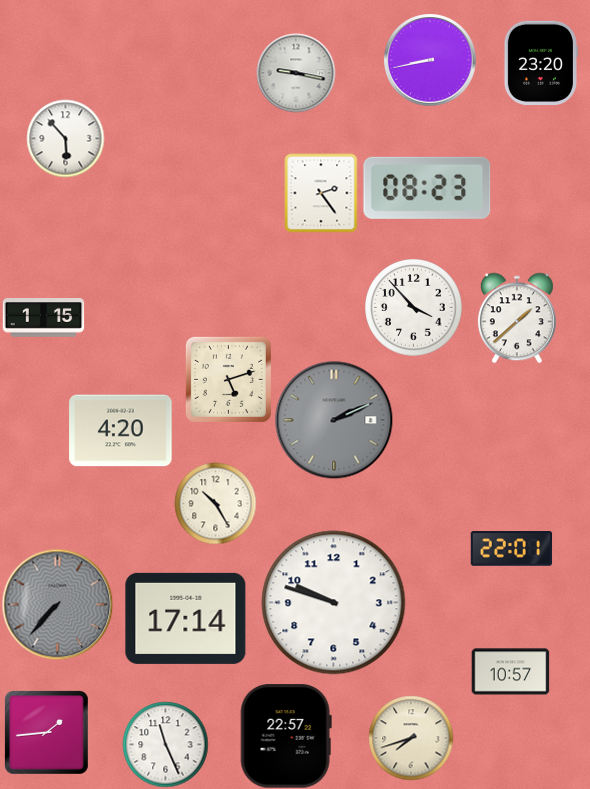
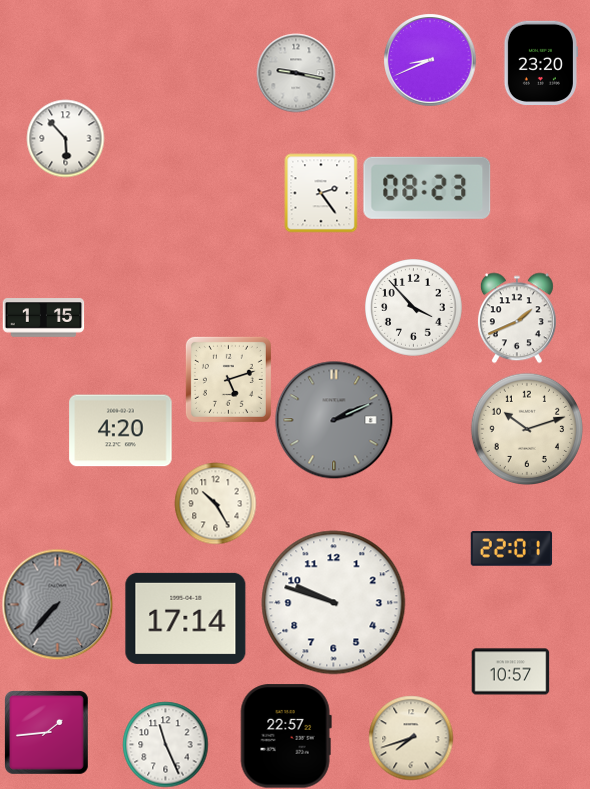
clock at (430, 60): 8:43 -> 8:41
clock at (517, 318): 1:38 -> 1:41
clock at (526, 428): none -> 10:12
